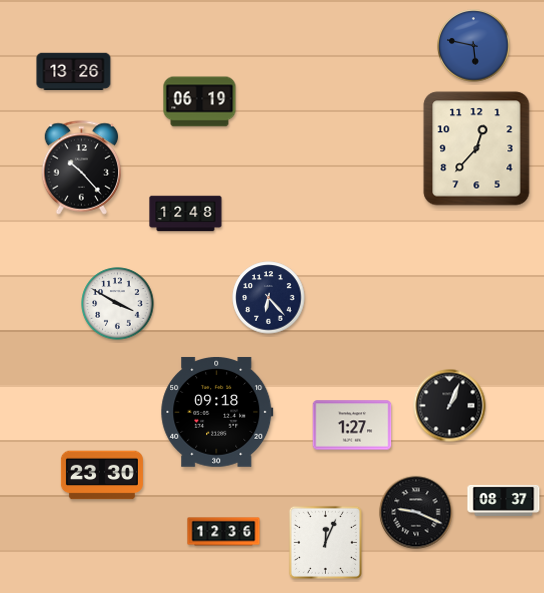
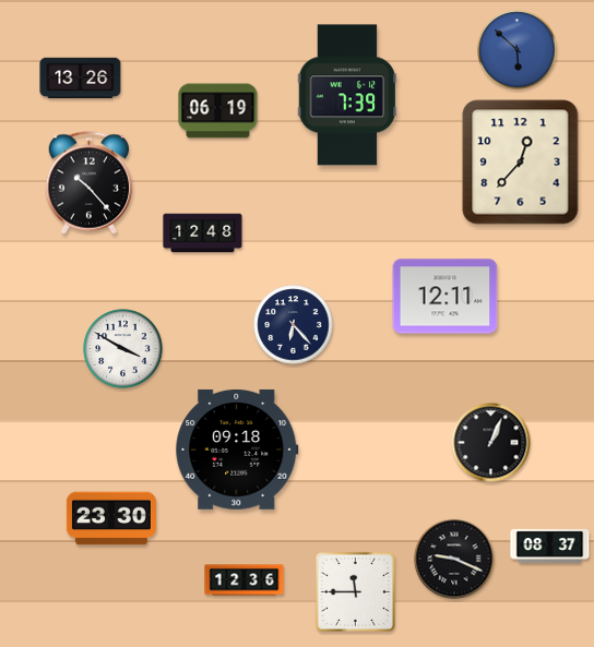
clock at (474, 46): 5:47 -> 5:52
clock at (347, 95): none -> 7:39
clock at (445, 297): none -> 12:11
clock at (118, 304) position: (118, 304) -> (123, 349)
clock at (352, 425): 1:27 -> none
clock at (325, 542): 12:04 -> 11:45
